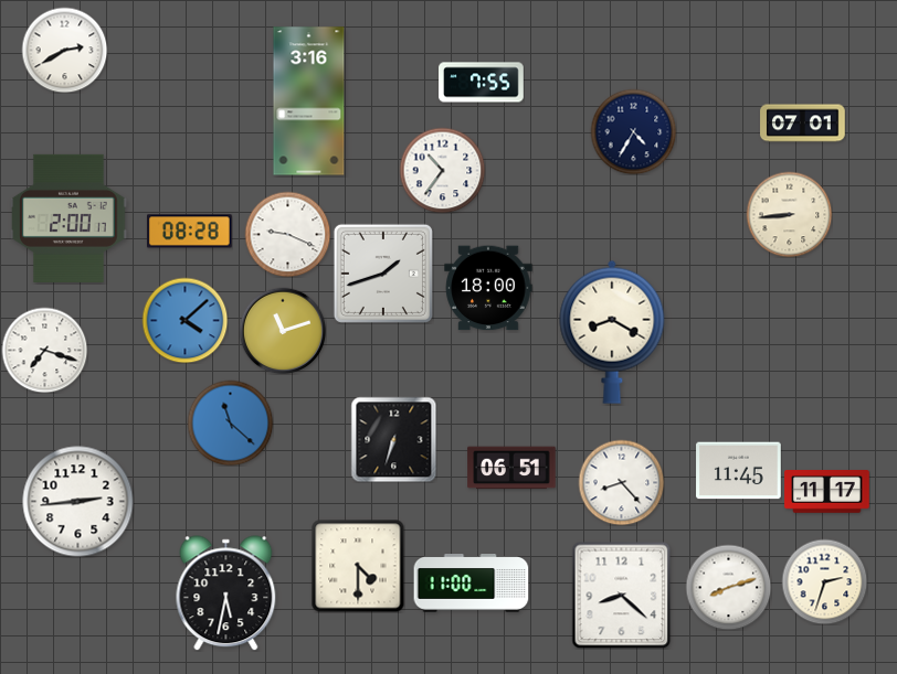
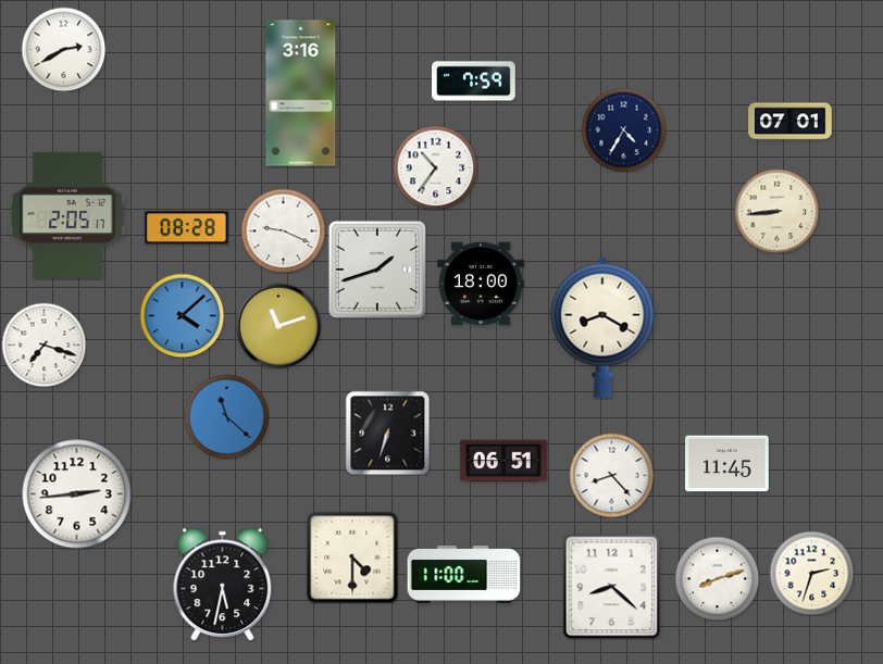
clock at (482, 83): 7:55 -> 7:59
clock at (309, 101) position: (309, 101) -> (301, 93)
clock at (70, 218): 2:00 -> 2:05
clock at (827, 492): 11:17 -> none
